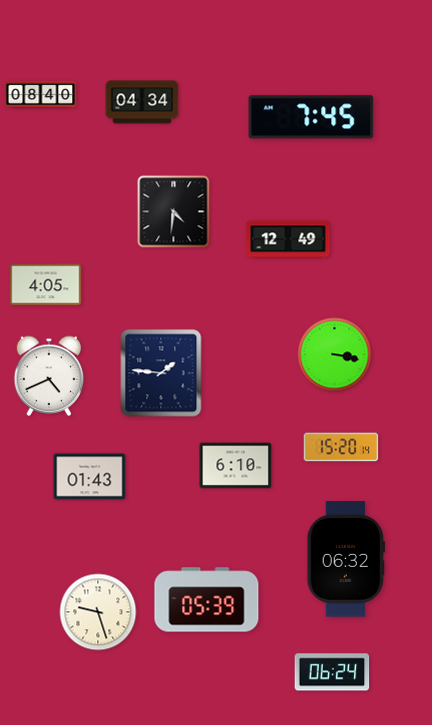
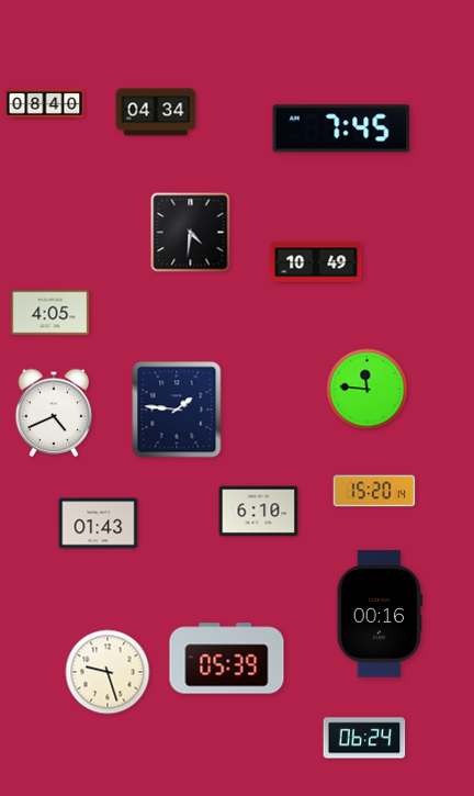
clock at (288, 239): 12:49 -> 10:49
clock at (335, 355): 3:17 -> 11:46
clock at (346, 559): 06:32 -> 00:16
